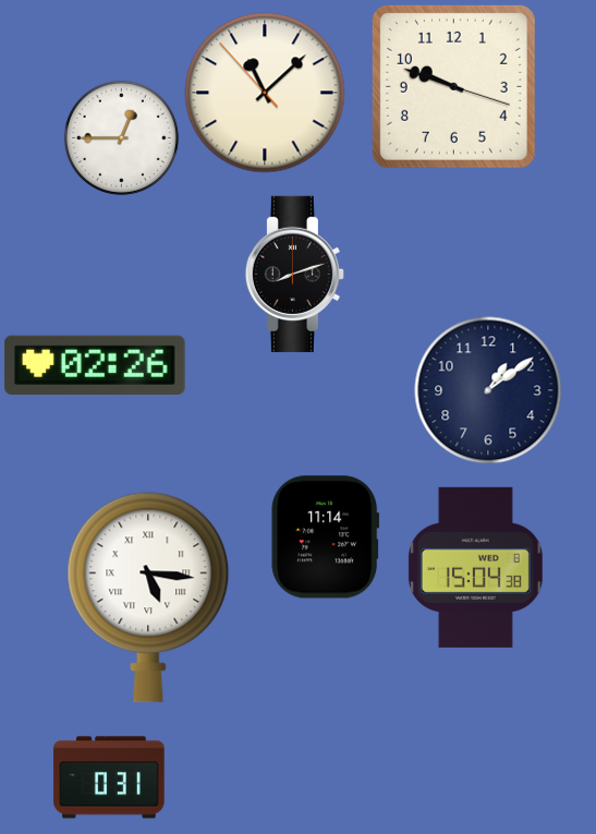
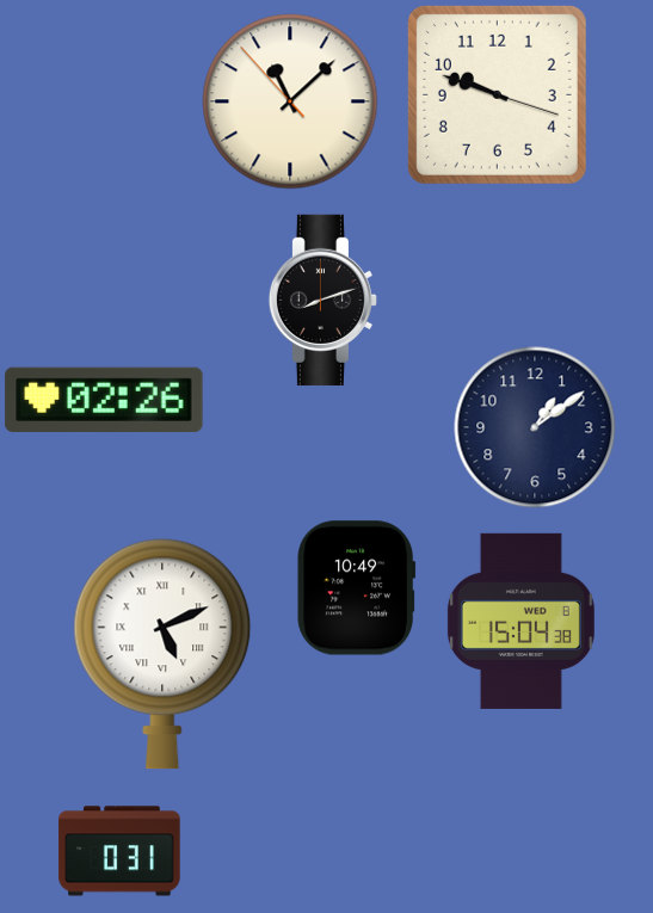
clock at (121, 137): 12:45 -> none
clock at (326, 537): 11:14 -> 10:49
clock at (148, 597): 5:16 -> 5:11
